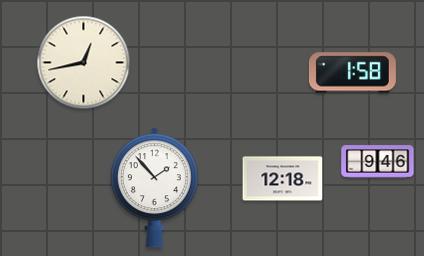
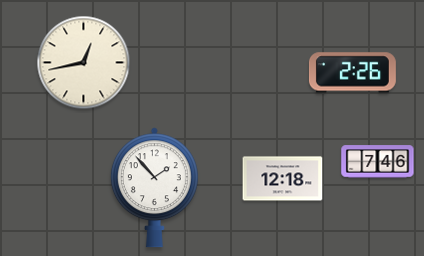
clock at (352, 73): 1:58 -> 2:26
clock at (378, 162): 9:46 -> 7:46
